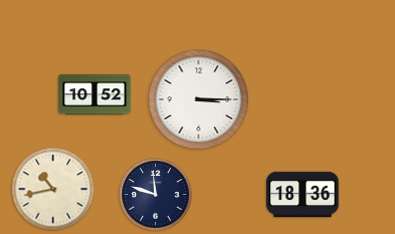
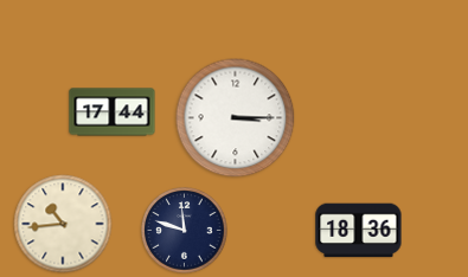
clock at (95, 95): 10:52 -> 17:44
clock at (53, 189): 10:43 -> 10:44
